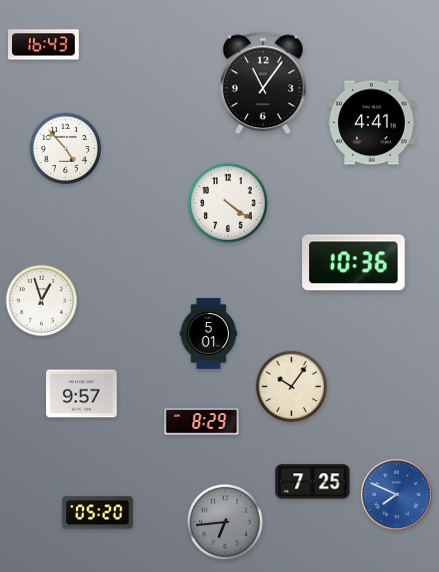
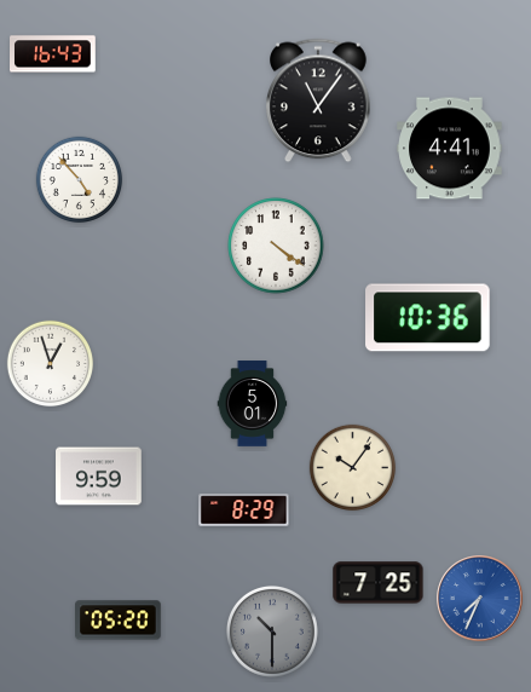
clock at (82, 394): 9:57 -> 9:59
clock at (397, 495): 7:49 -> 7:34
clock at (225, 522): 6:44 -> 10:30
